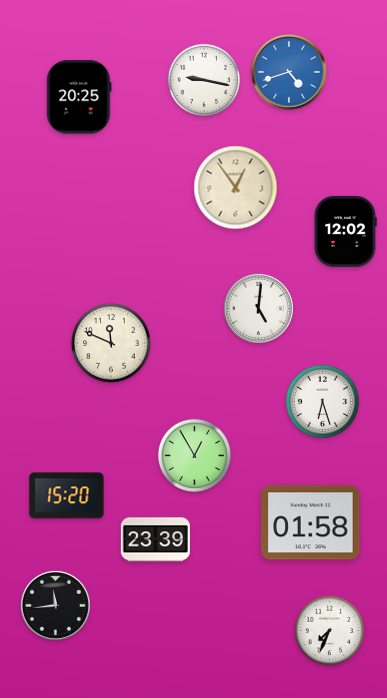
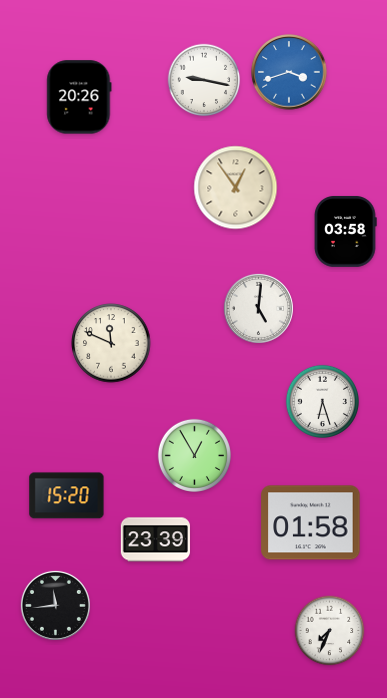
clock at (289, 72): 4:42 -> 3:42
clock at (79, 97): 20:25 -> 20:26
clock at (345, 231): 12:02 -> 03:58
